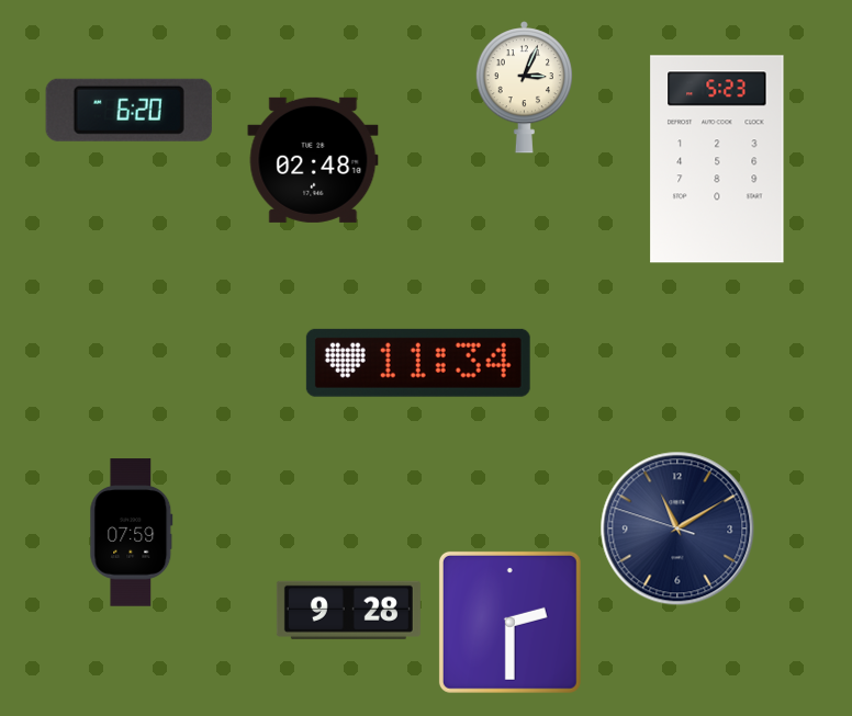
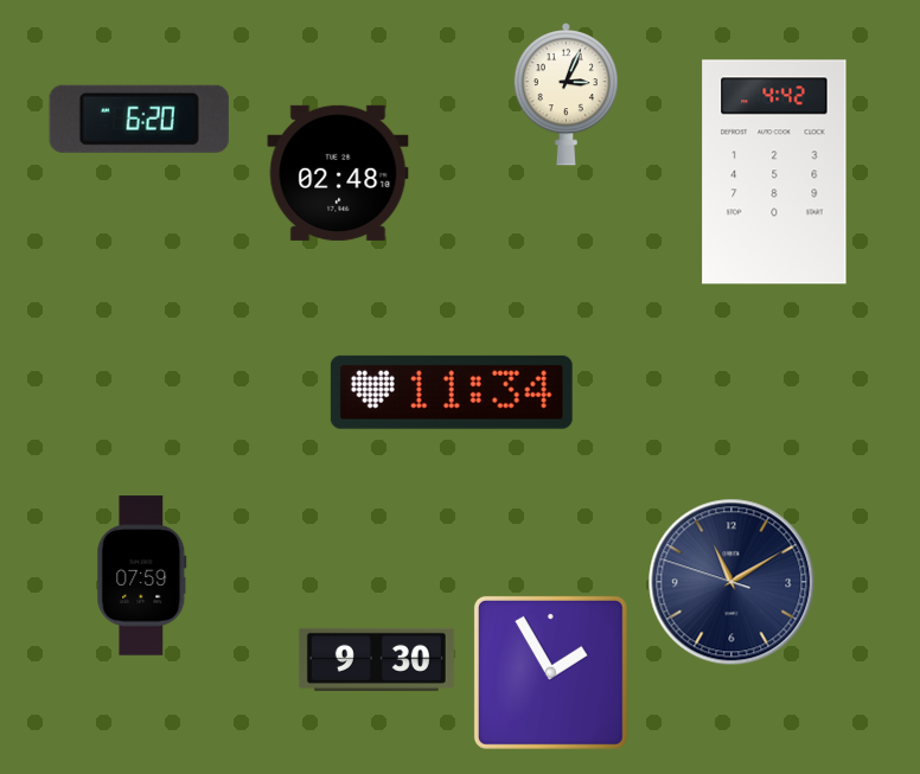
clock at (717, 159): 5:23 -> 4:42
clock at (677, 529) position: (677, 529) -> (731, 582)
clock at (348, 610): 9:28 -> 9:30
clock at (509, 622): 2:30 -> 1:55
